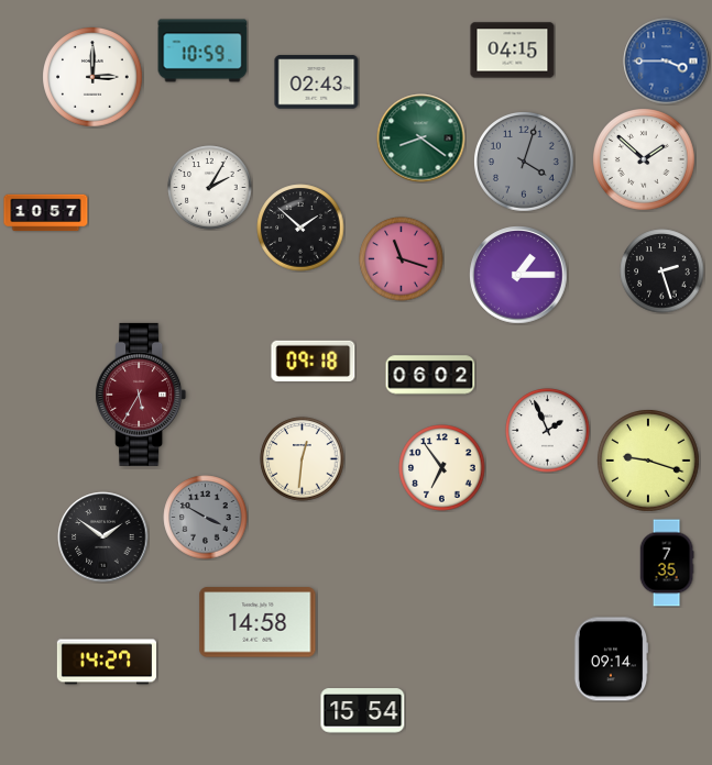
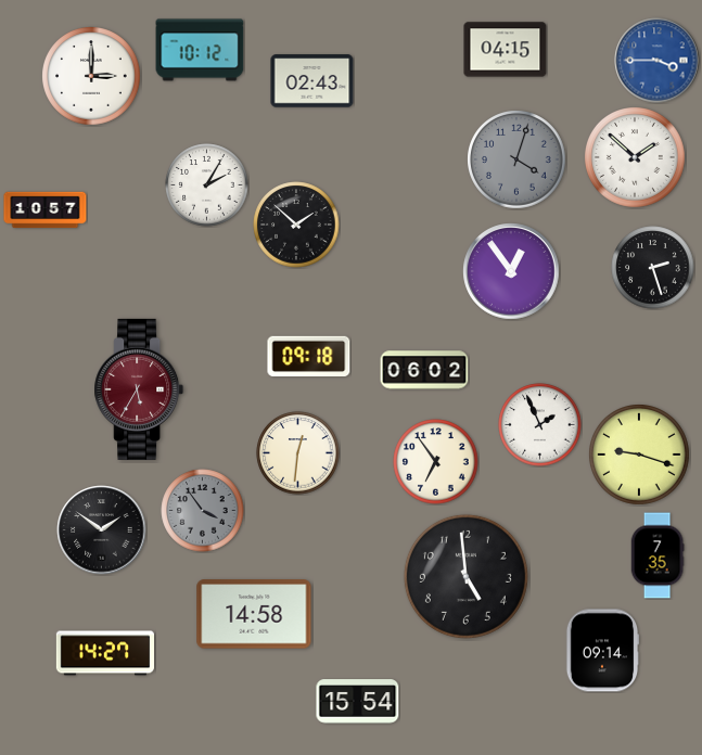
clock at (202, 51): 10:59 -> 10:12
clock at (421, 138): 8:21 -> none
clock at (402, 259): 11:18 -> none
clock at (518, 275): 1:15 -> 12:54
clock at (206, 518): 3:50 -> 3:54
clock at (465, 576): none -> 4:59
